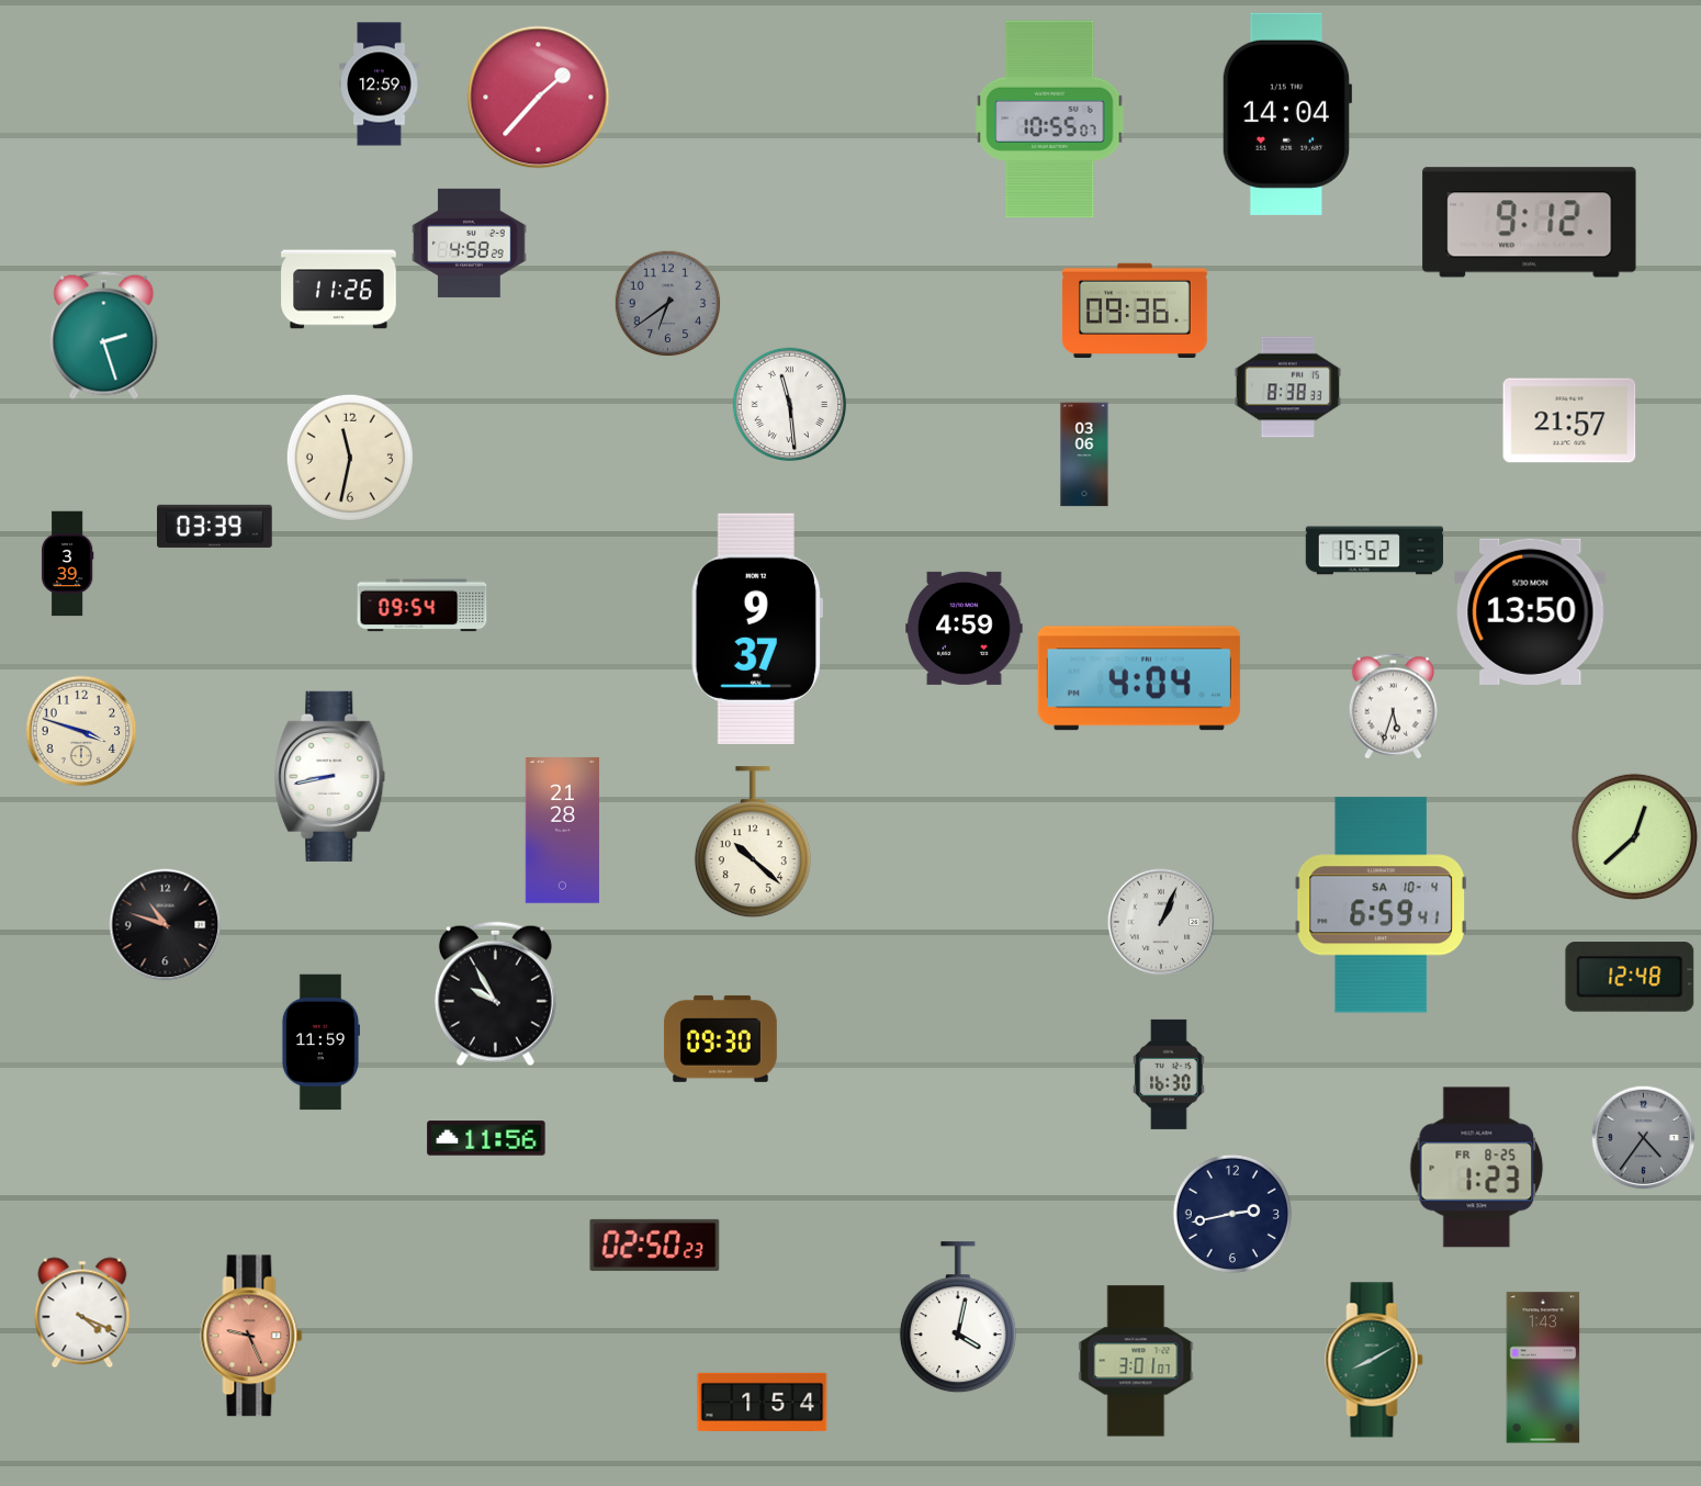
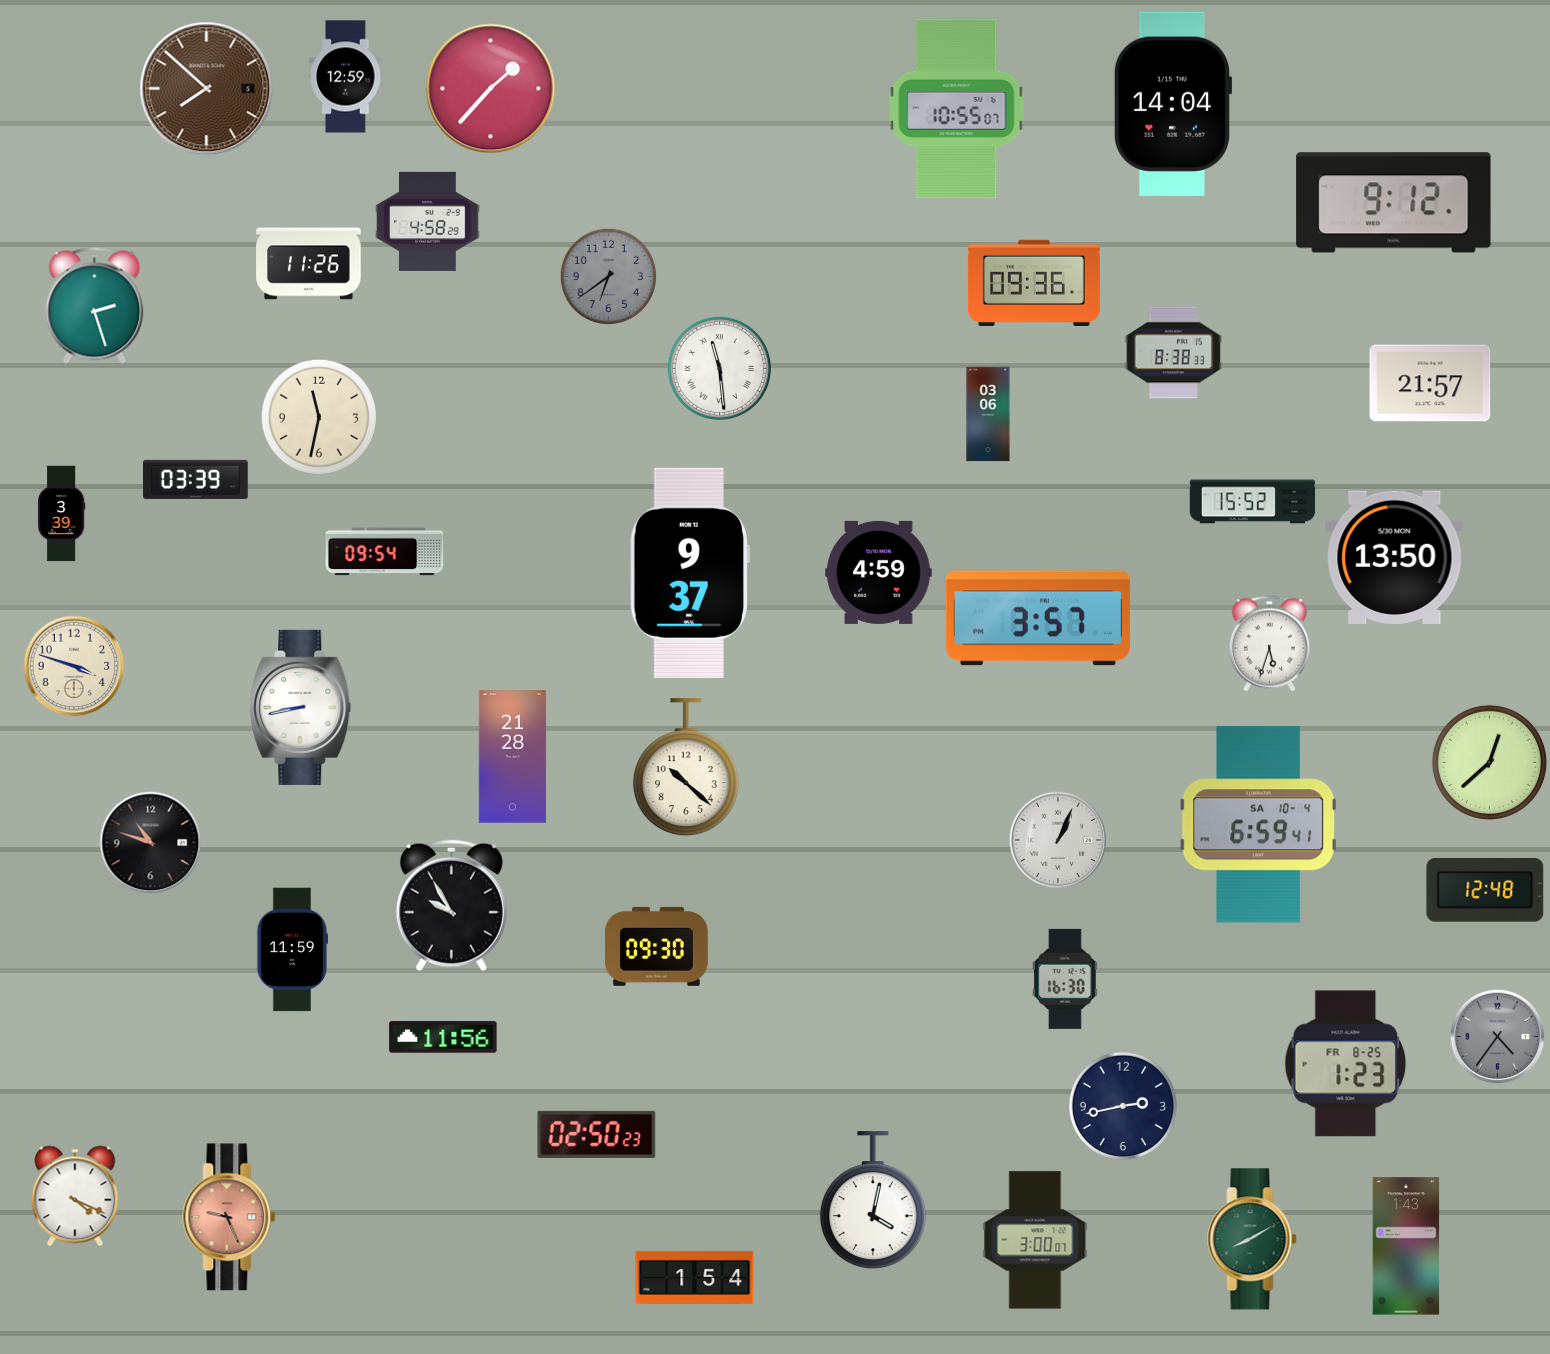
clock at (207, 89): none -> 7:52
clock at (1139, 678): 4:04 -> 3:57
clock at (1136, 1361): 3:01 -> 3:00
